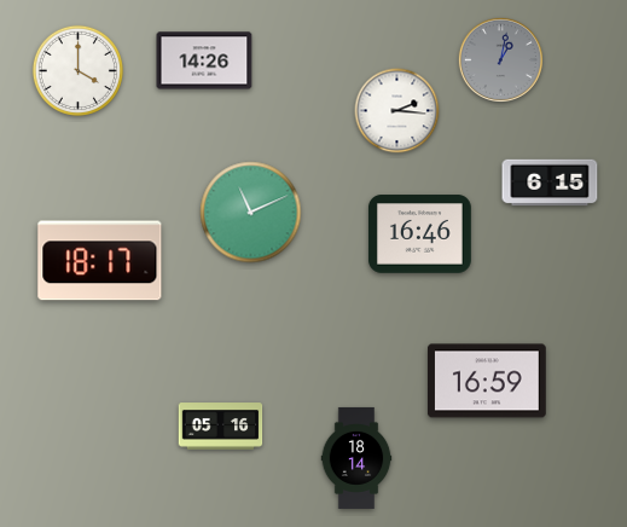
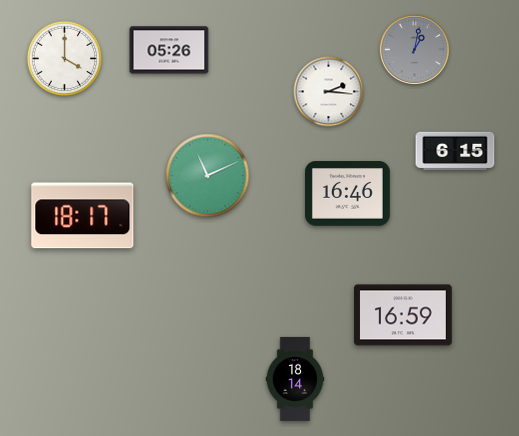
clock at (204, 60): 14:26 -> 05:26
clock at (221, 427): 05:16 -> none
